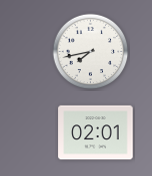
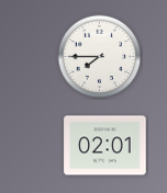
clock at (91, 52): 7:43 -> 7:45
